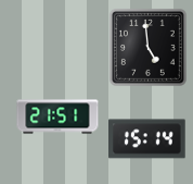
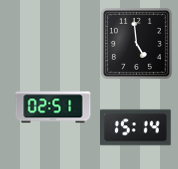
clock at (57, 116): 21:51 -> 02:51
